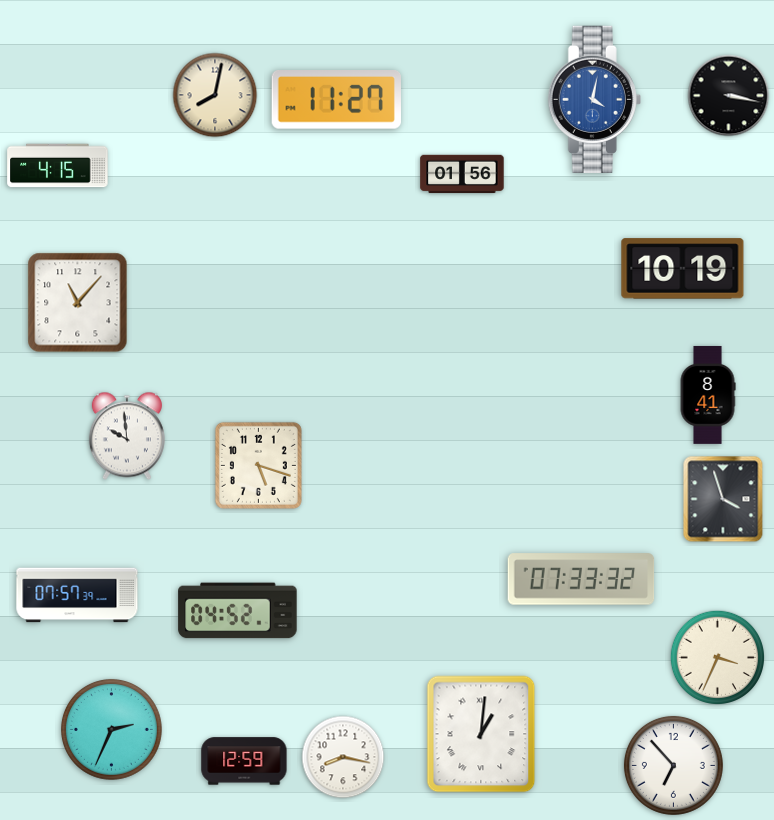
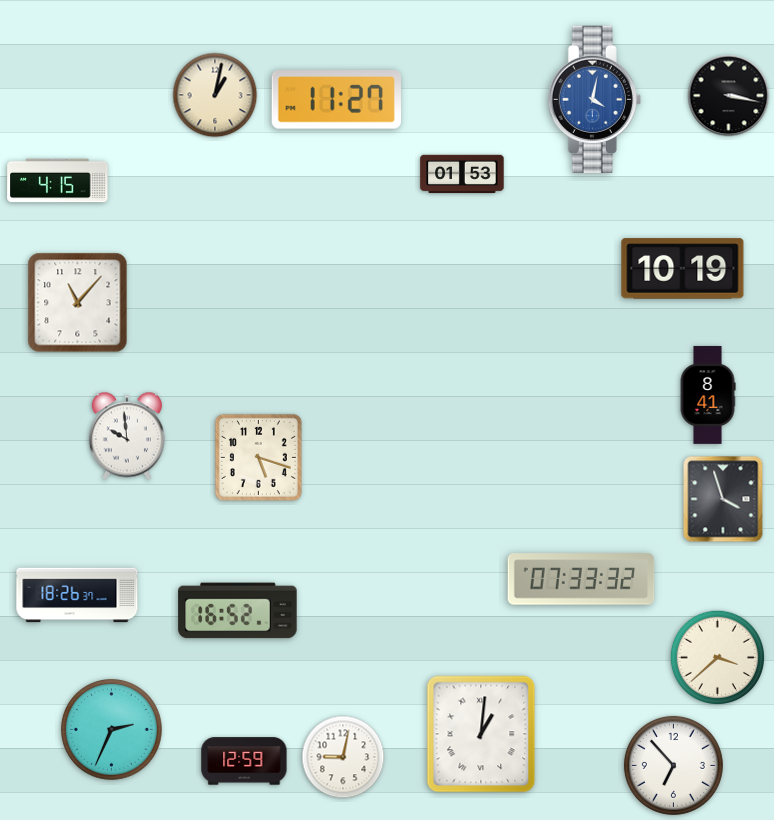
clock at (215, 95): 8:02 -> 1:02
clock at (58, 166) position: (58, 166) -> (58, 181)
clock at (462, 174): 01:56 -> 01:53
clock at (258, 465) position: (258, 465) -> (258, 457)
clock at (77, 595): 07:57 -> 18:26
clock at (238, 611): 04:52 -> 16:52
clock at (717, 657): 3:34 -> 3:38
clock at (343, 757): 8:17 -> 9:02
